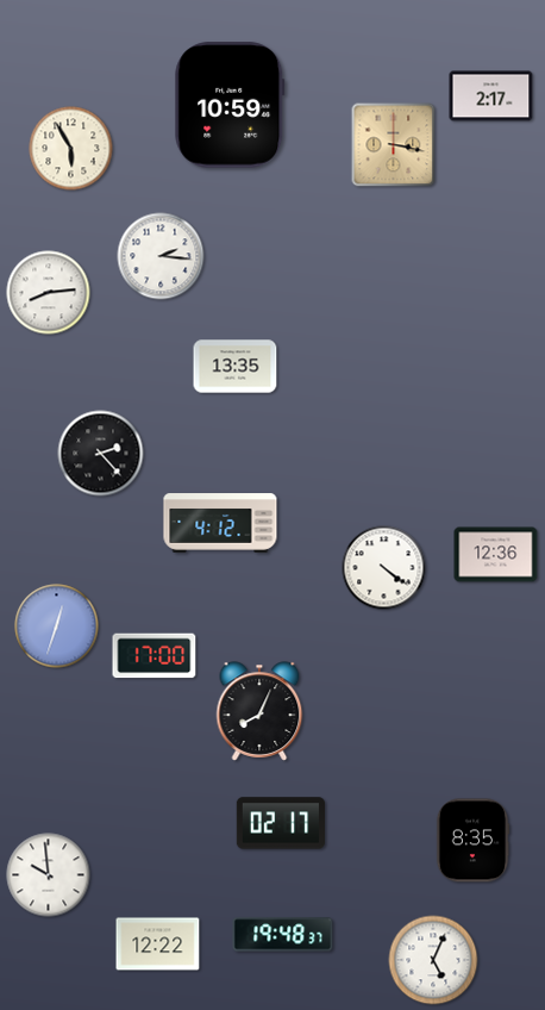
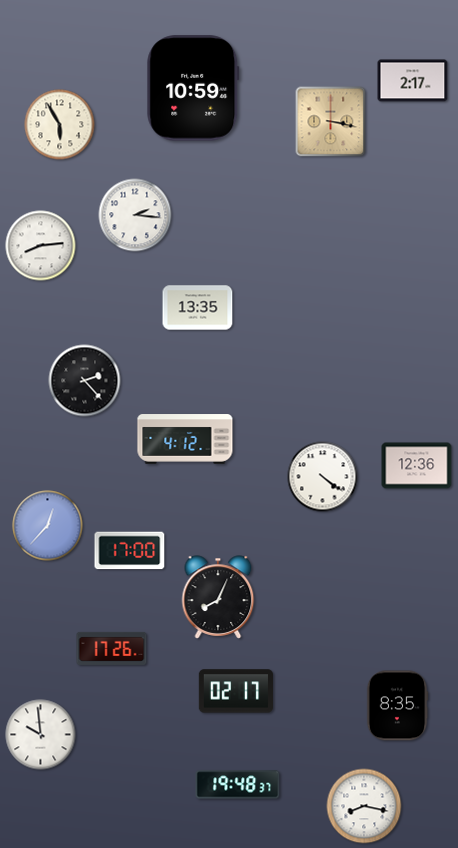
clock at (57, 626): 12:33 -> 12:37
clock at (112, 648): none -> 17:26
clock at (158, 944): 12:22 -> none
clock at (433, 960): 5:04 -> 8:17
